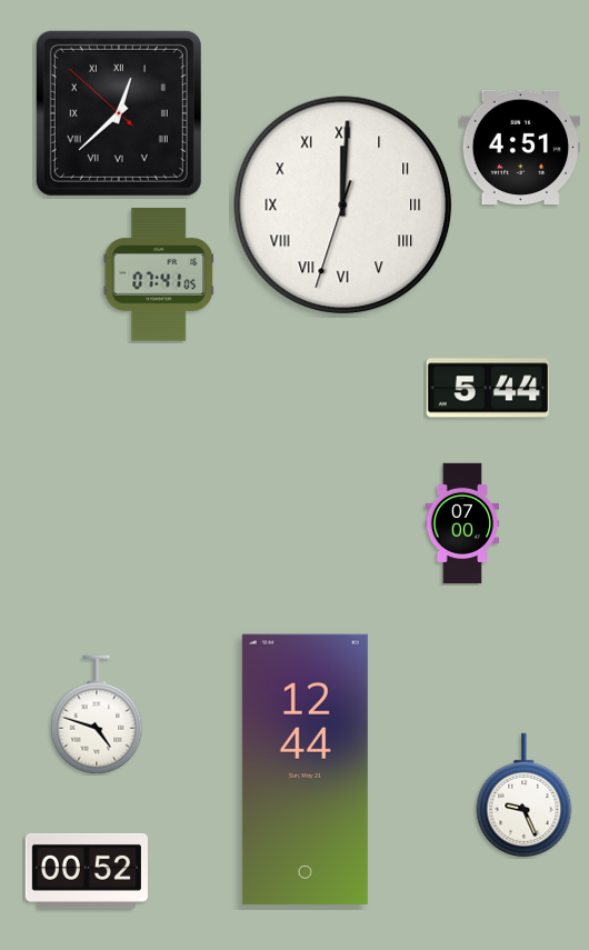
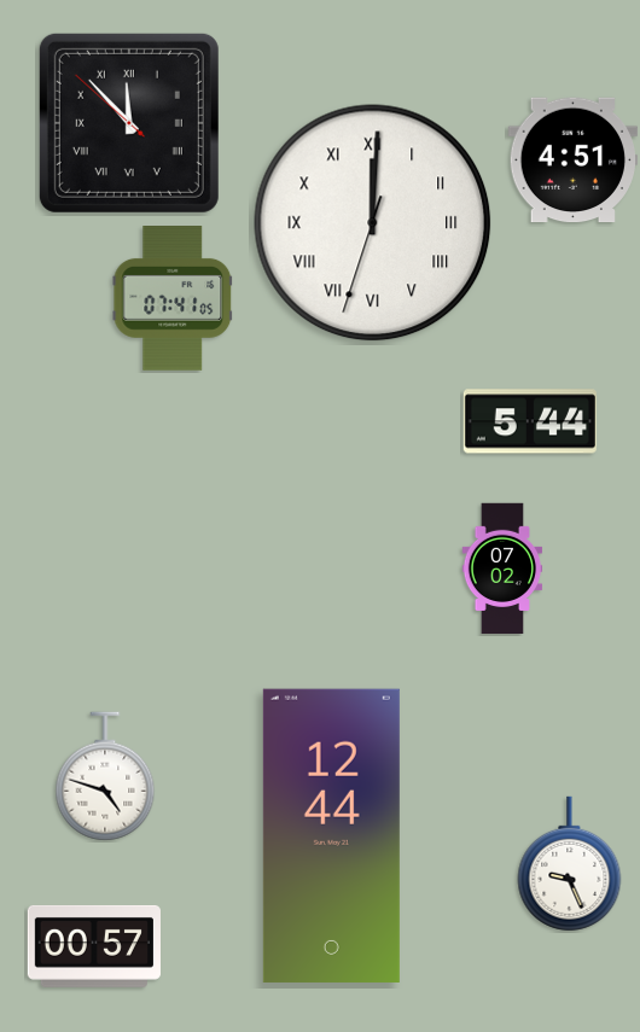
clock at (119, 113): 12:37 -> 11:52
clock at (521, 148) position: (521, 148) -> (574, 161)
clock at (462, 523): 07:00 -> 07:02
clock at (87, 871): 00:52 -> 00:57
